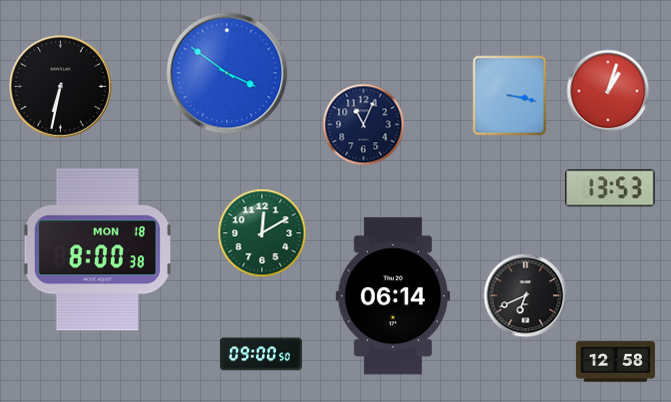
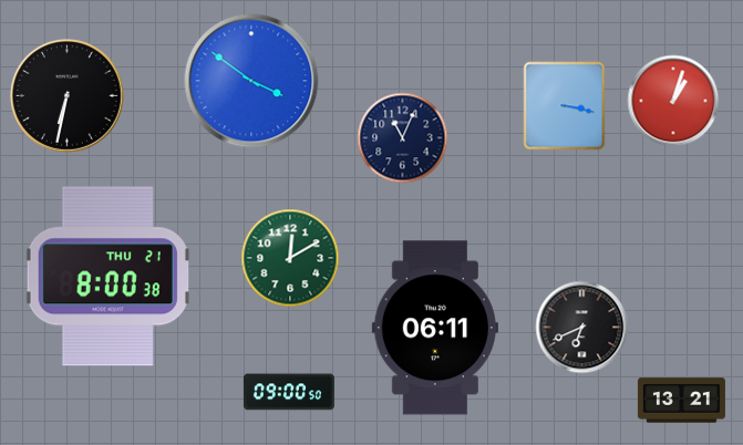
clock at (610, 188): 13:53 -> none
clock at (97, 250) date: MON 18 -> THU 21
clock at (393, 296): 06:14 -> 06:11
clock at (615, 362): 12:58 -> 13:21
